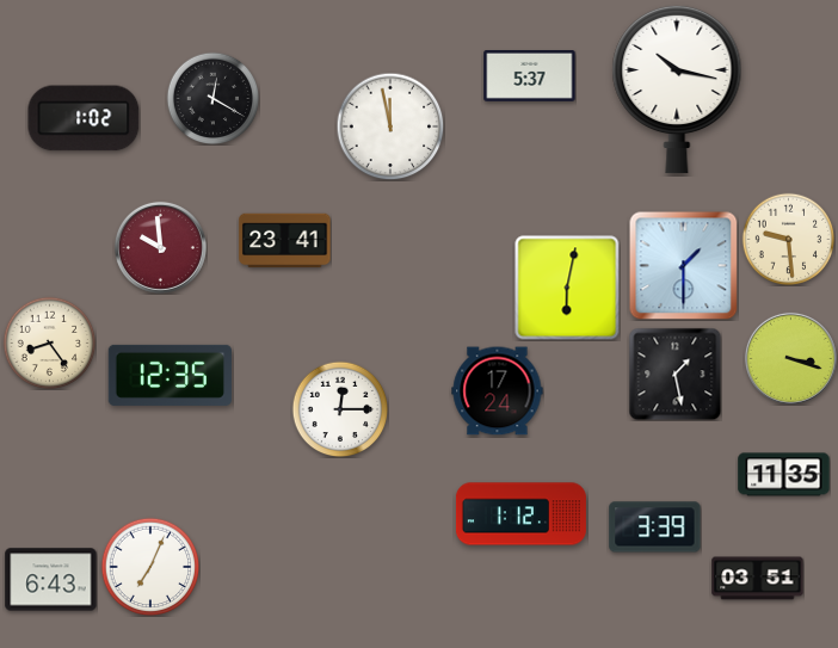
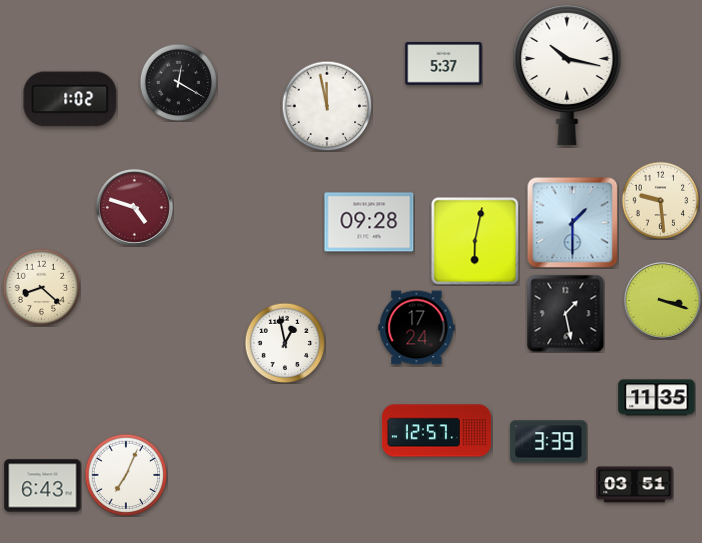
clock at (285, 241): 23:41 -> none
clock at (160, 247): 9:59 -> 4:48
clock at (369, 222): none -> 09:28
clock at (49, 342): 8:24 -> 8:22
clock at (170, 375): 12:35 -> none
clock at (340, 409): 12:15 -> 12:58
clock at (520, 514): 1:12 -> 12:57
